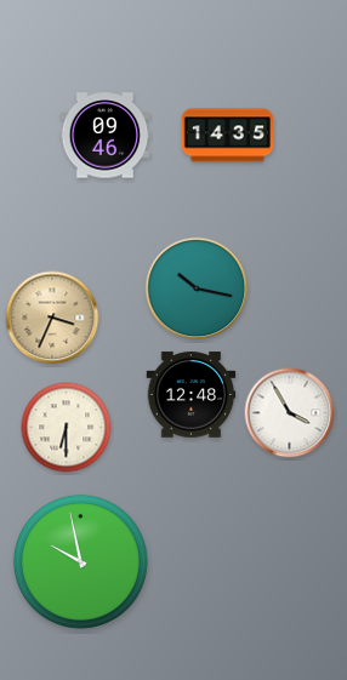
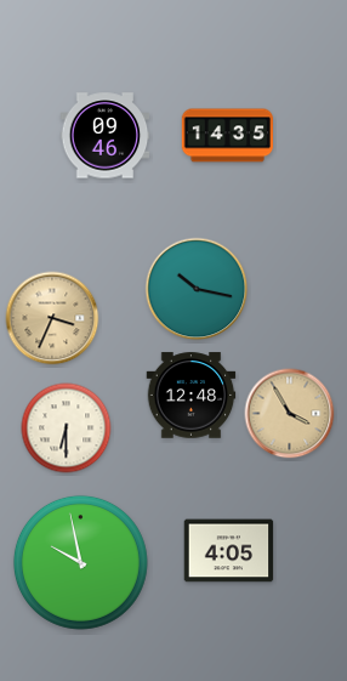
clock at (290, 413) dial: white -> champagne
clock at (229, 551): none -> 4:05
